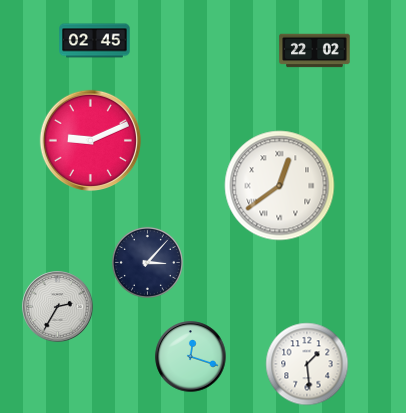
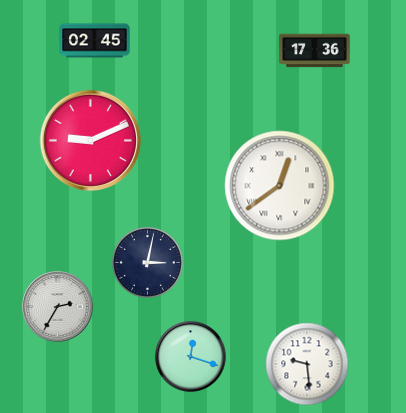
clock at (315, 51): 22:02 -> 17:36
clock at (147, 262): 3:07 -> 3:02
clock at (307, 364): 1:29 -> 9:29
